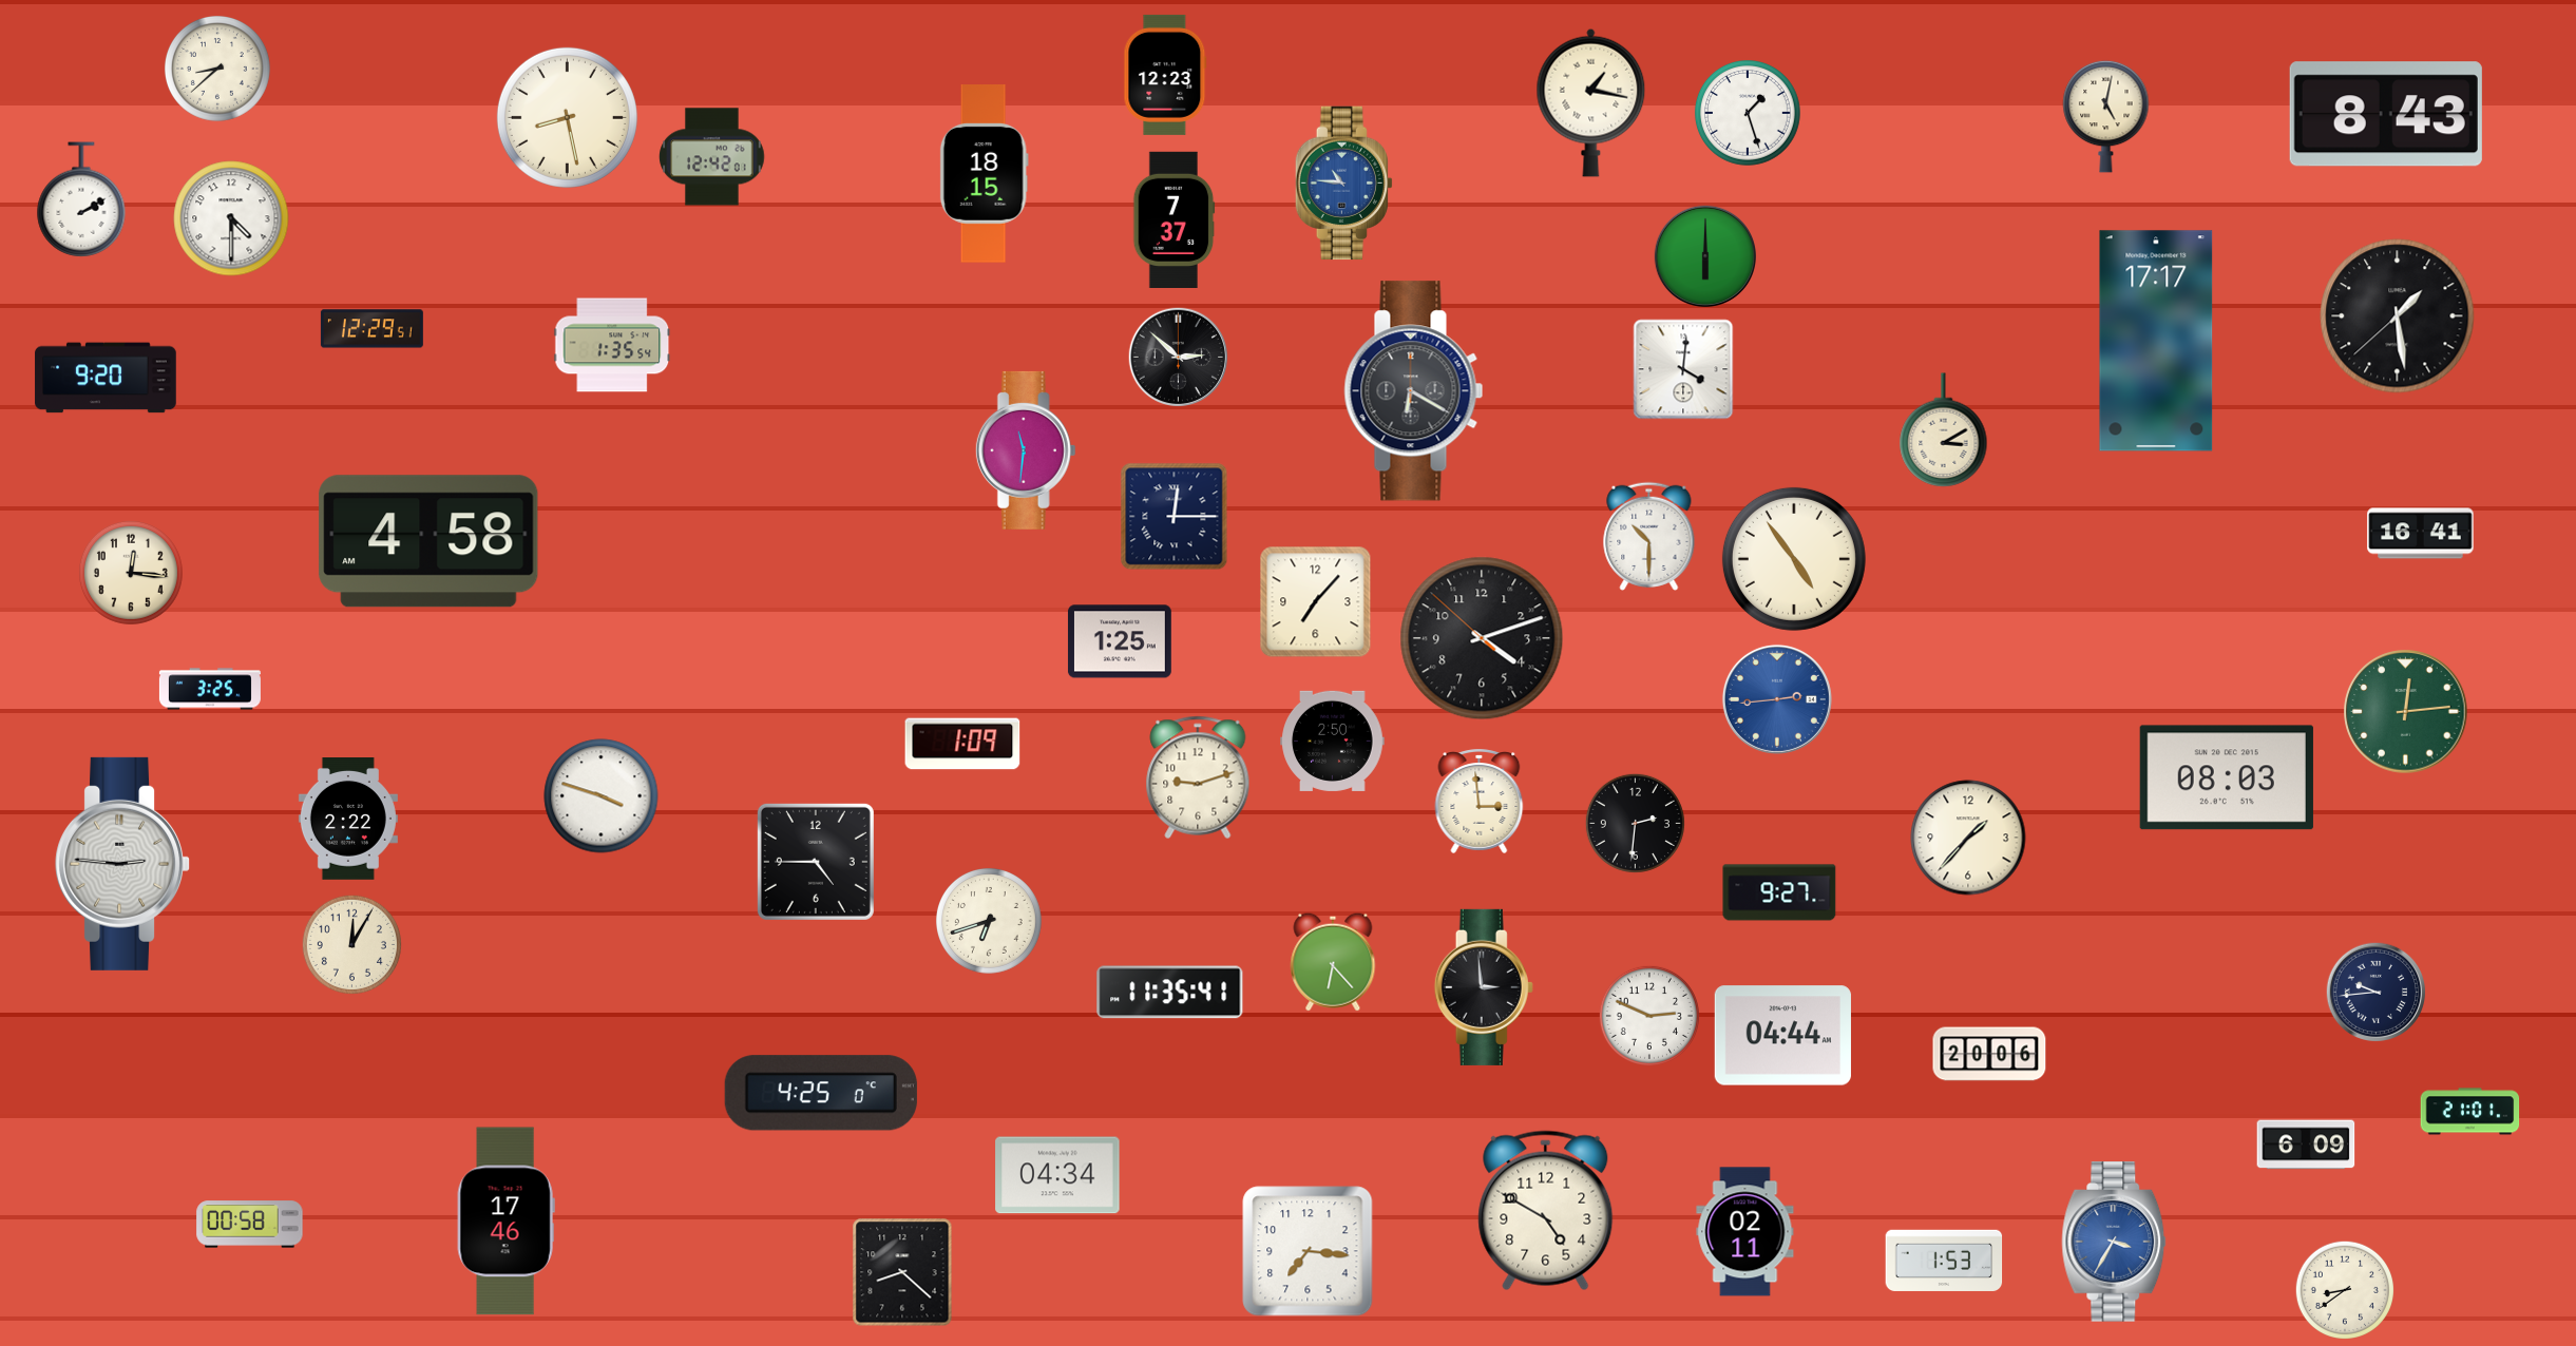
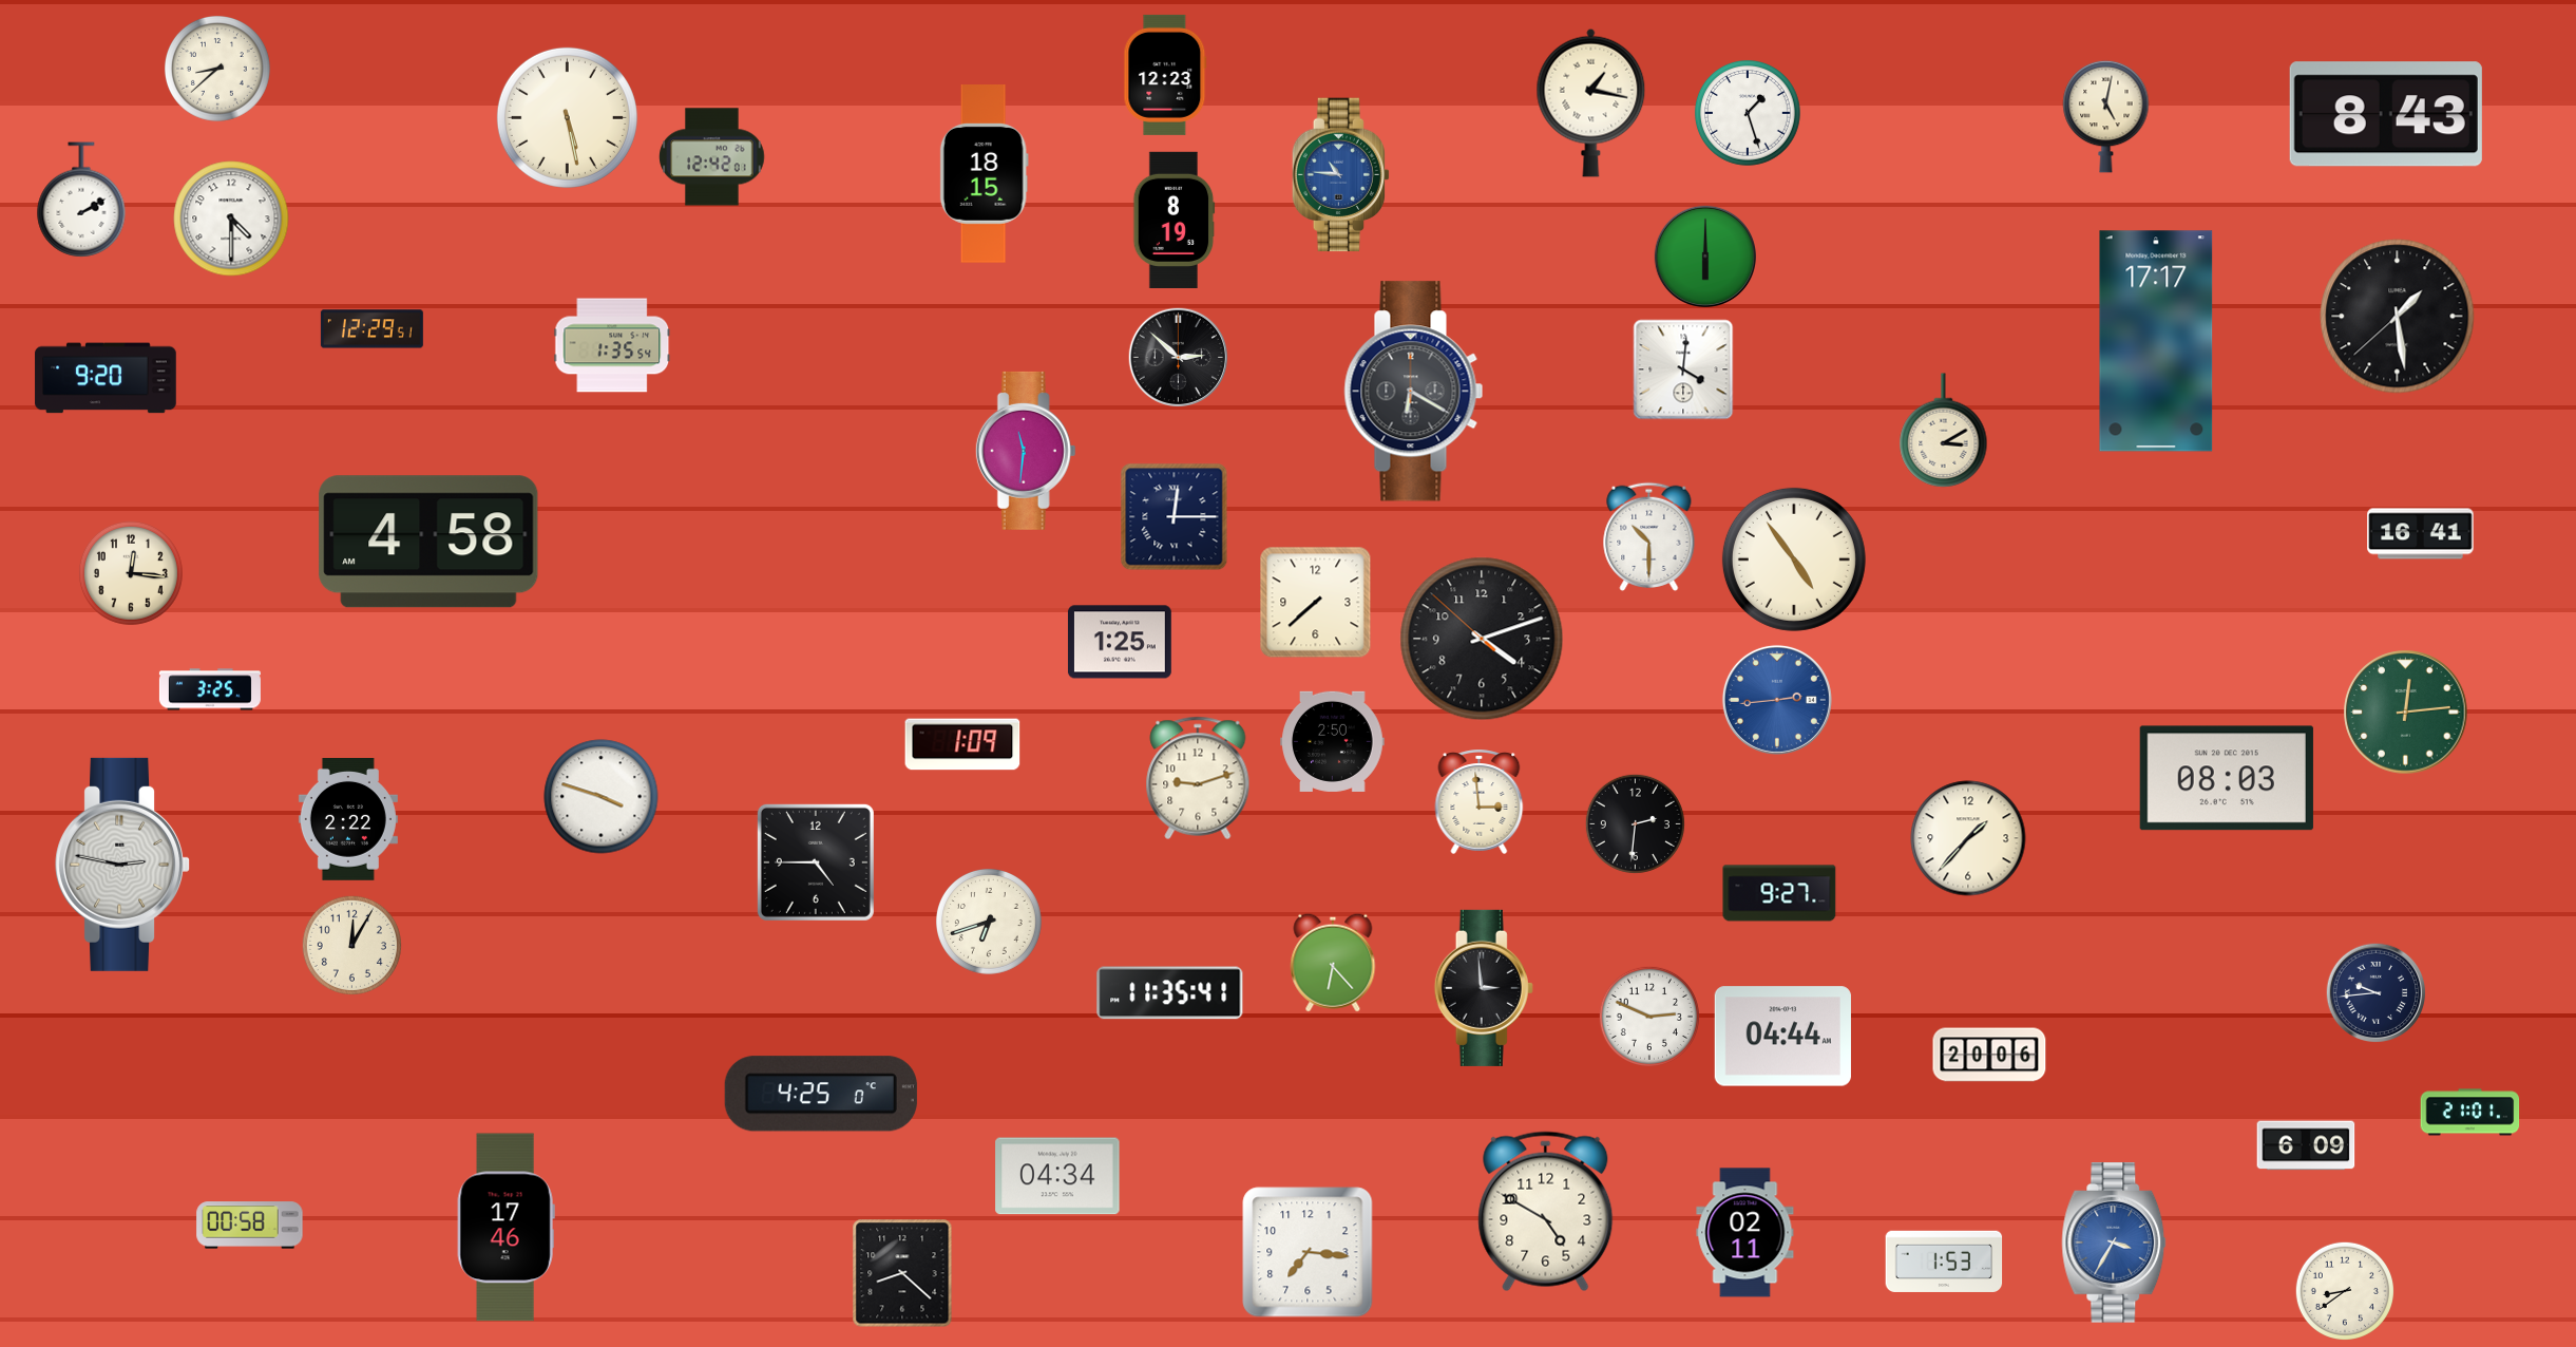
clock at (567, 117): 8:28 -> 5:28
clock at (1343, 184) position: (1343, 184) -> (1340, 175)
clock at (1175, 220): 7:37 -> 8:19
clock at (1316, 602): 7:07 -> 7:38
clock at (123, 864): 2:46 -> 2:47
clock at (505, 1222) position: (505, 1222) -> (505, 1228)
